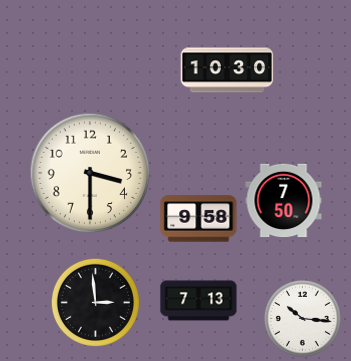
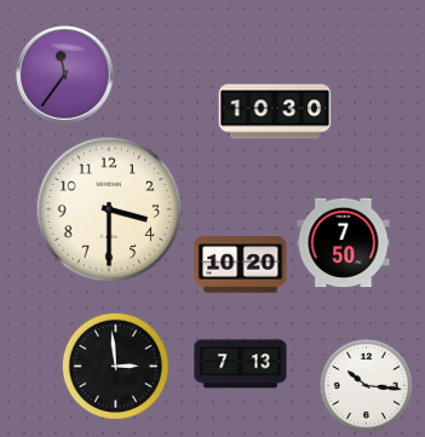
clock at (65, 75): none -> 11:36
clock at (227, 70) position: (227, 70) -> (275, 111)
clock at (199, 219): 9:58 -> 10:20
